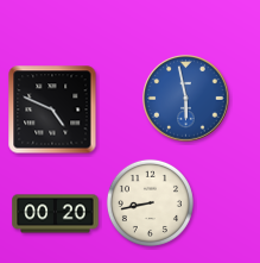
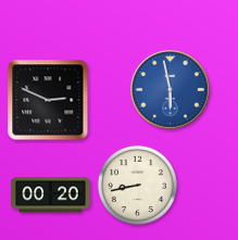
clock at (52, 109): 4:49 -> 2:49
